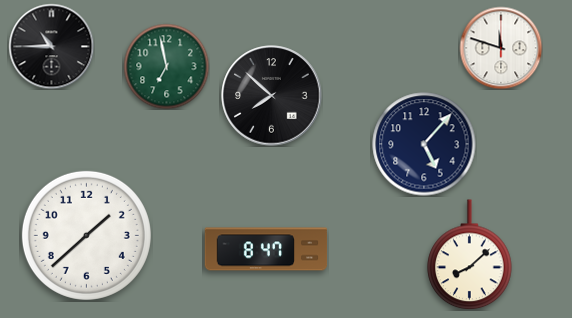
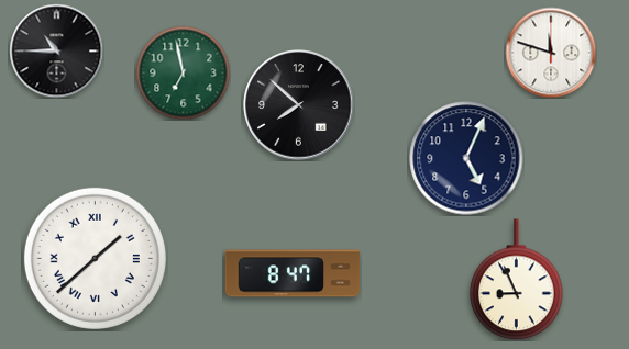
clock at (424, 144): 5:07 -> 5:04
clock at (86, 235) numerals: Arabic -> Roman
clock at (470, 255): 8:08 -> 8:56
